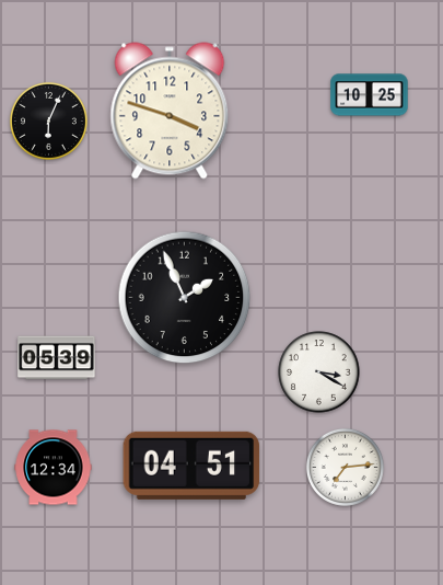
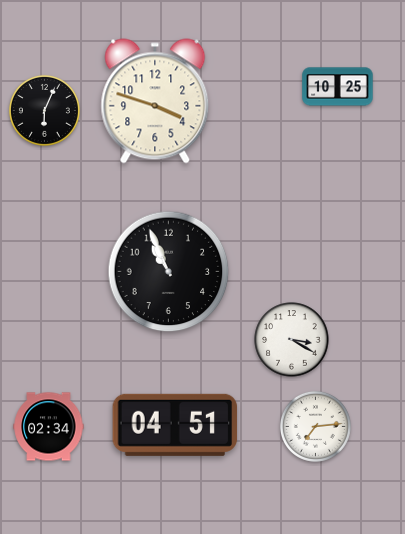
clock at (185, 298): 1:56 -> 10:56
clock at (57, 358): 05:39 -> none
clock at (54, 468): 12:34 -> 02:34
